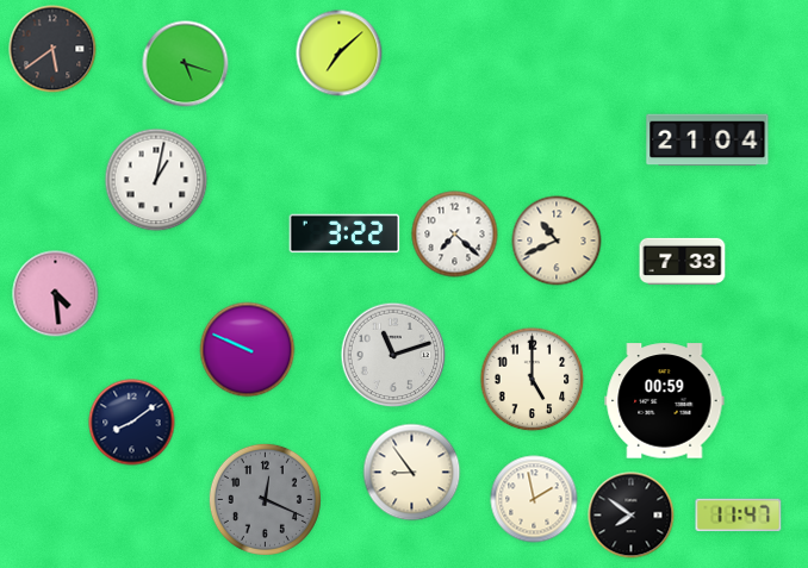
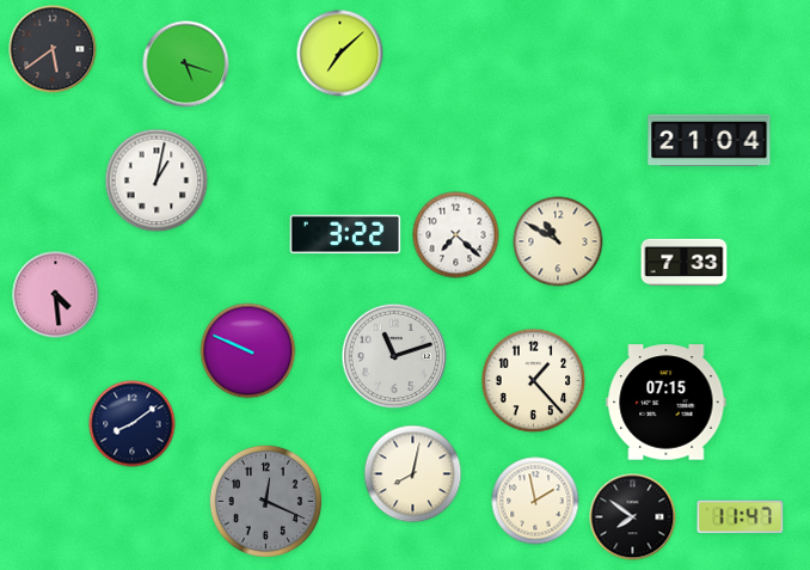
clock at (557, 241): 10:41 -> 10:50
clock at (533, 380): 5:00 -> 1:23
clock at (665, 401): 00:59 -> 07:15
clock at (412, 473): 8:54 -> 8:02
